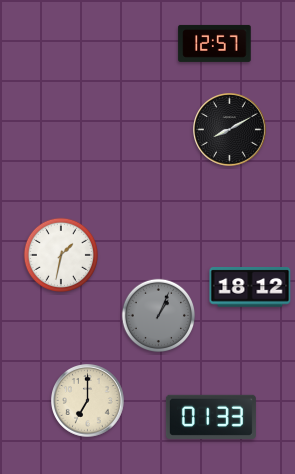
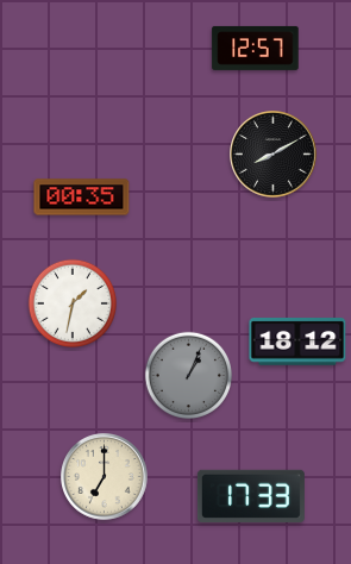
clock at (215, 43) position: (215, 43) -> (256, 48)
clock at (82, 198): none -> 00:35
clock at (211, 417): 01:33 -> 17:33
